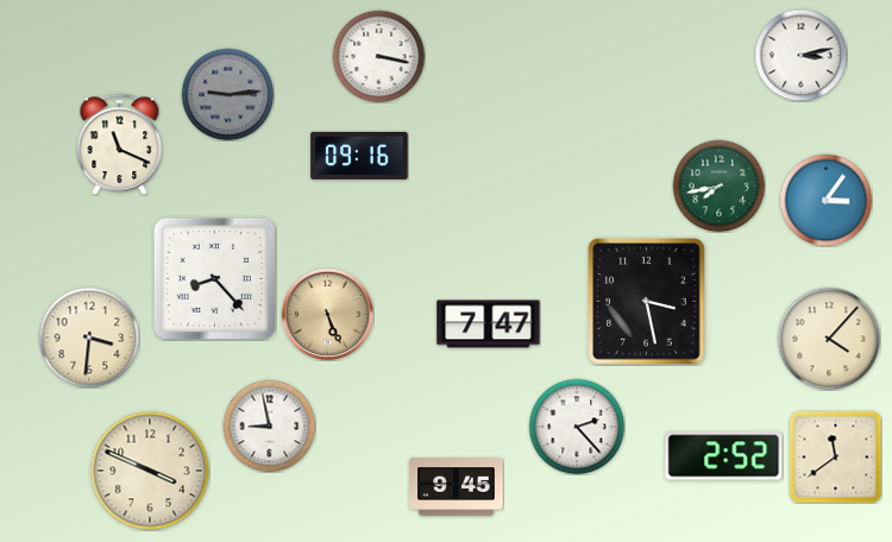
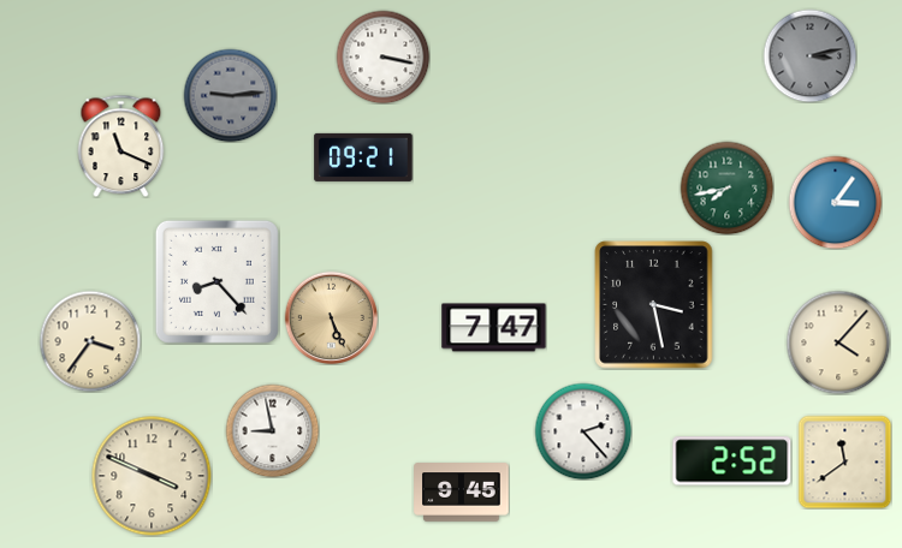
clock at (800, 55) dial: white -> grey
clock at (359, 156): 09:16 -> 09:21
clock at (89, 338): 3:31 -> 3:36
